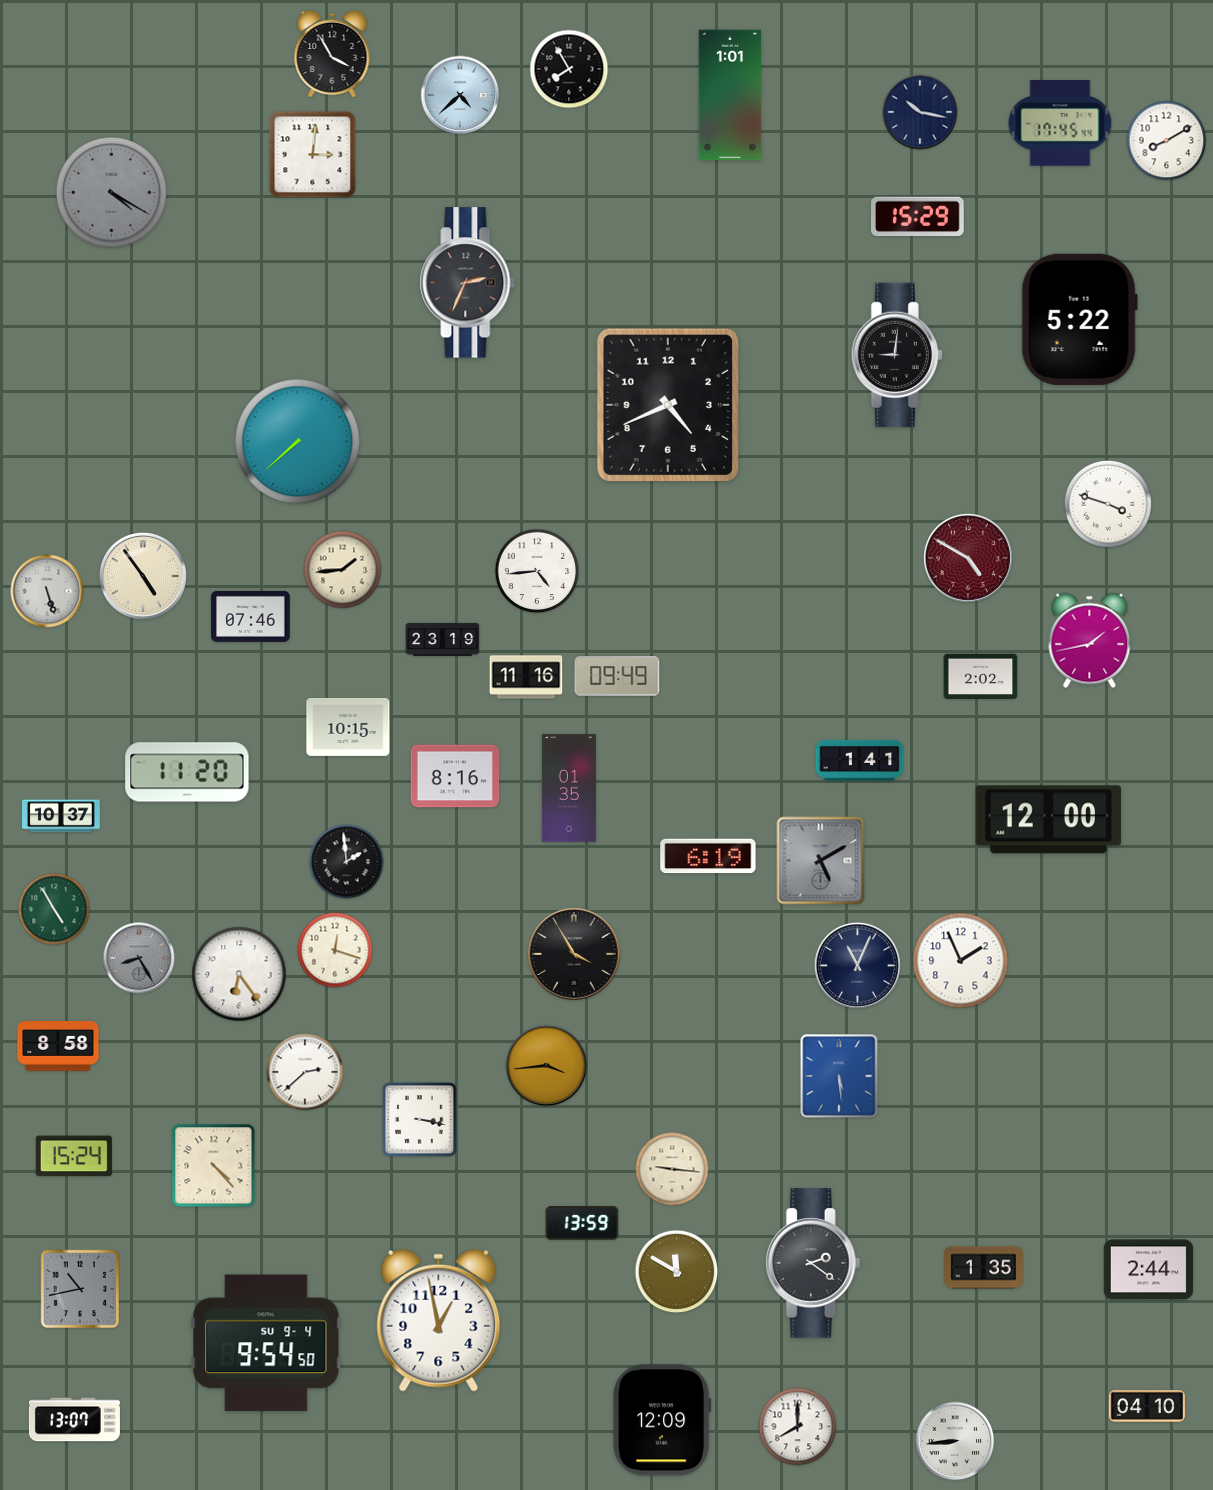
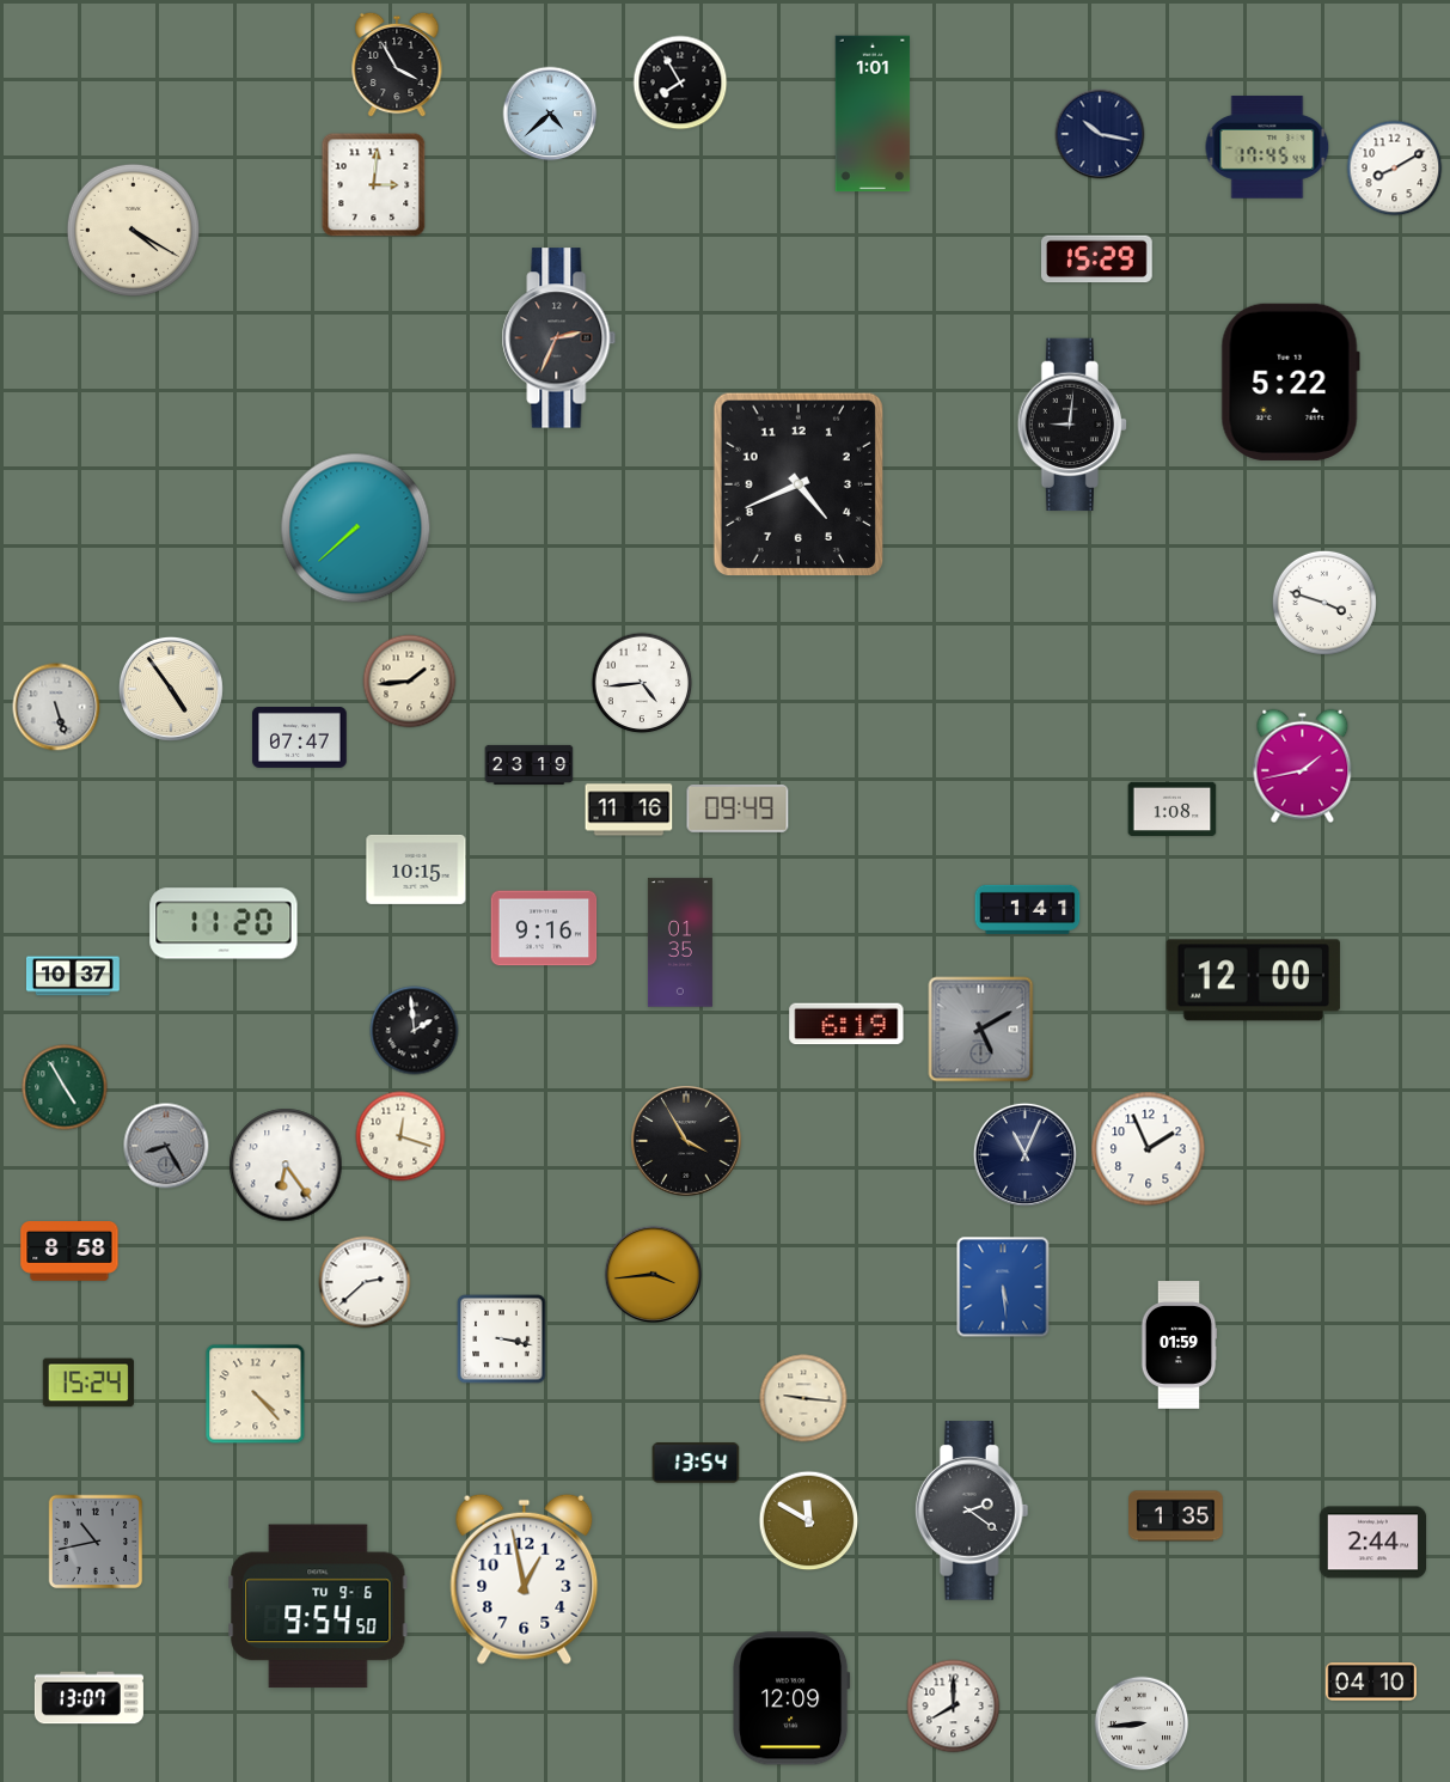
clock at (111, 192) dial: grey -> cream
clock at (968, 558): 4:50 -> none
clock at (251, 616): 07:46 -> 07:47
clock at (981, 676): 2:02 -> 1:08
clock at (455, 776): 8:16 -> 9:16
clock at (1179, 1345): none -> 01:59
clock at (582, 1223): 13:59 -> 13:54
clock at (1149, 1270) position: (1149, 1270) -> (1373, 1543)
clock at (266, 1343) date: SU 9-4 -> TU 9-6
